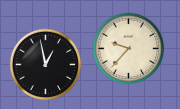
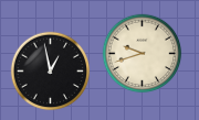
clock at (129, 49): 9:37 -> 9:42
